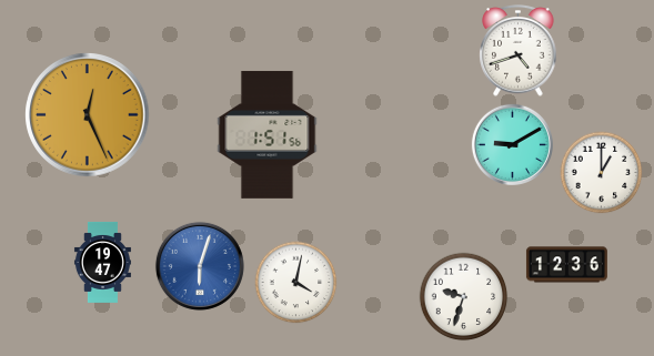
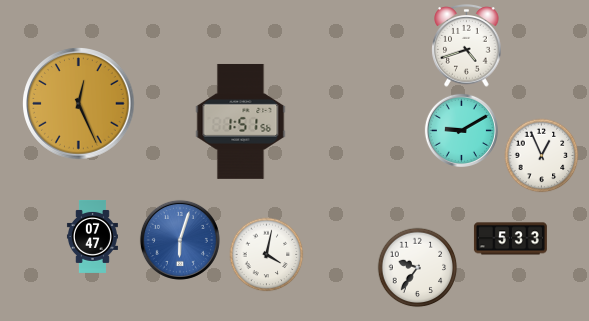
clock at (602, 173): 1:00 -> 12:56
clock at (102, 262): 19:47 -> 07:47
clock at (566, 265): 12:36 -> 5:33
clock at (464, 297): 9:33 -> 9:36
